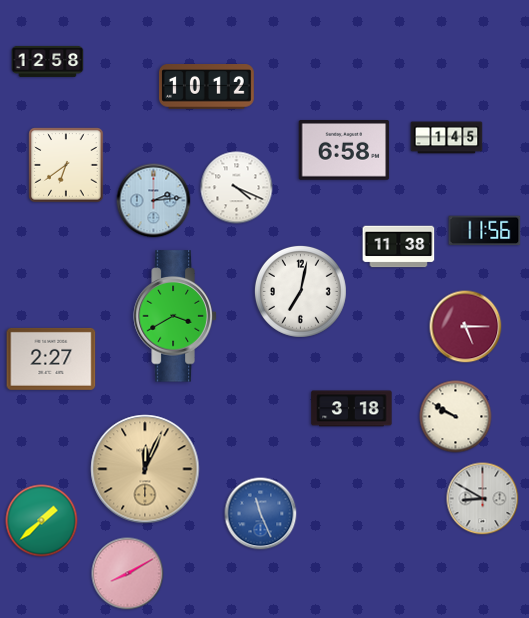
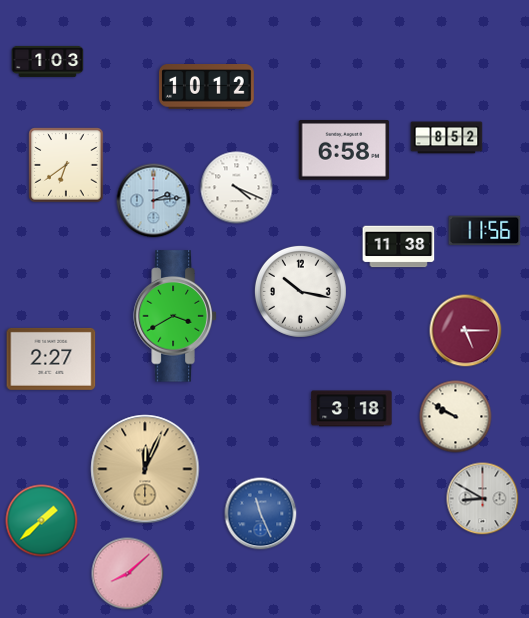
clock at (48, 61): 12:58 -> 1:03
clock at (447, 138): 1:45 -> 8:52
clock at (300, 291): 7:02 -> 10:17
clock at (466, 327) position: (466, 327) -> (466, 331)
clock at (128, 574): 8:10 -> 8:08
